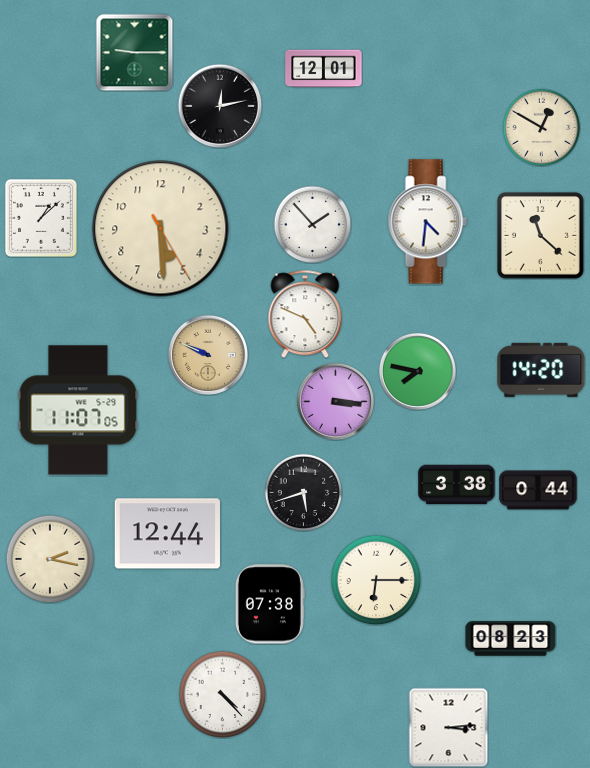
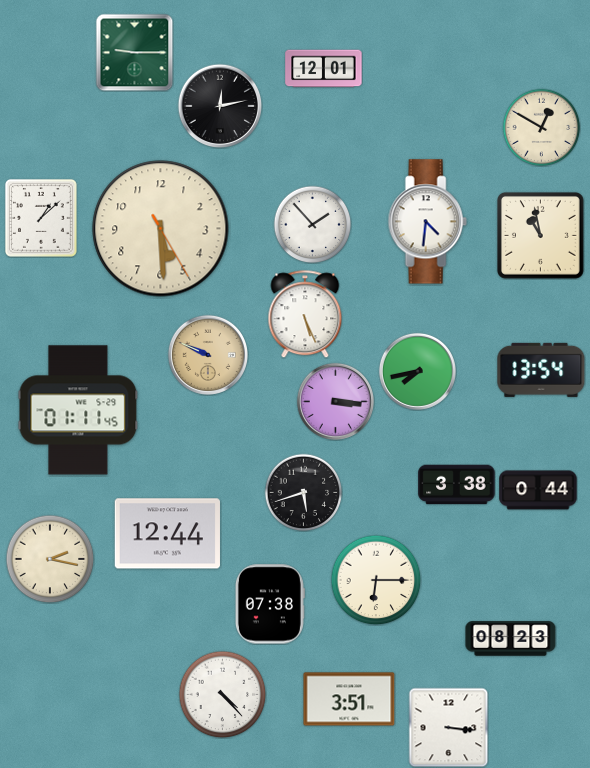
clock at (540, 235): 11:22 -> 10:58
clock at (305, 314): 4:49 -> 5:26
clock at (541, 370): 14:20 -> 13:54
clock at (417, 371): 7:47 -> 7:43
clock at (78, 410): 11:07 -> 01:11
clock at (349, 699): none -> 3:51
clock at (448, 727): 3:14 -> 3:16
